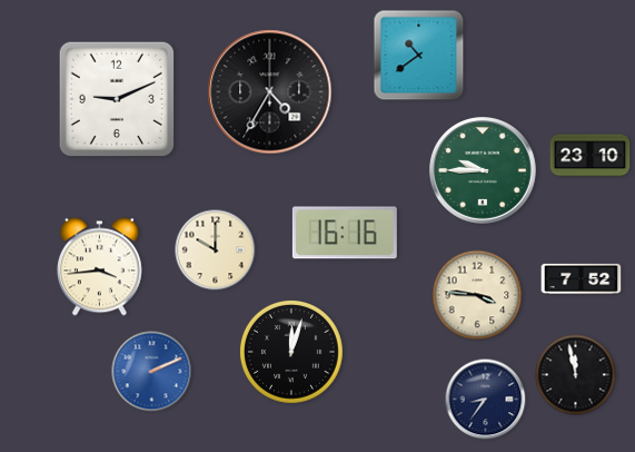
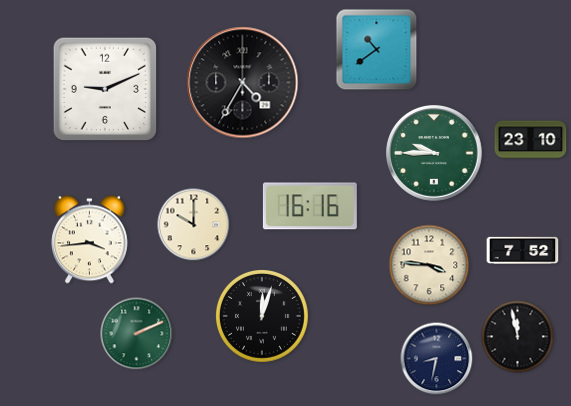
clock at (345, 233) position: (345, 233) -> (310, 206)
clock at (152, 372) dial: blue -> green
clock at (486, 400): 8:36 -> 8:32
